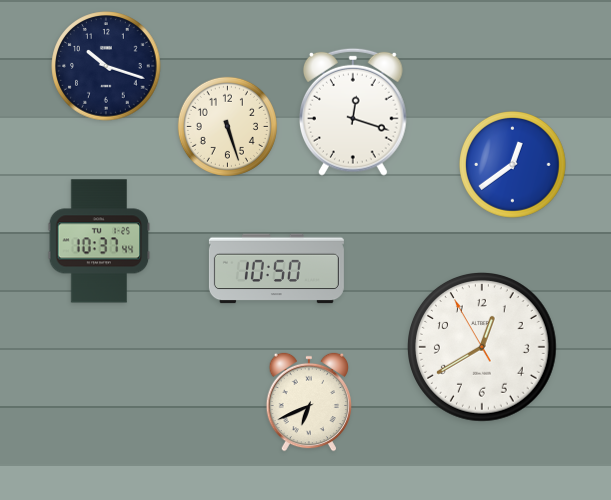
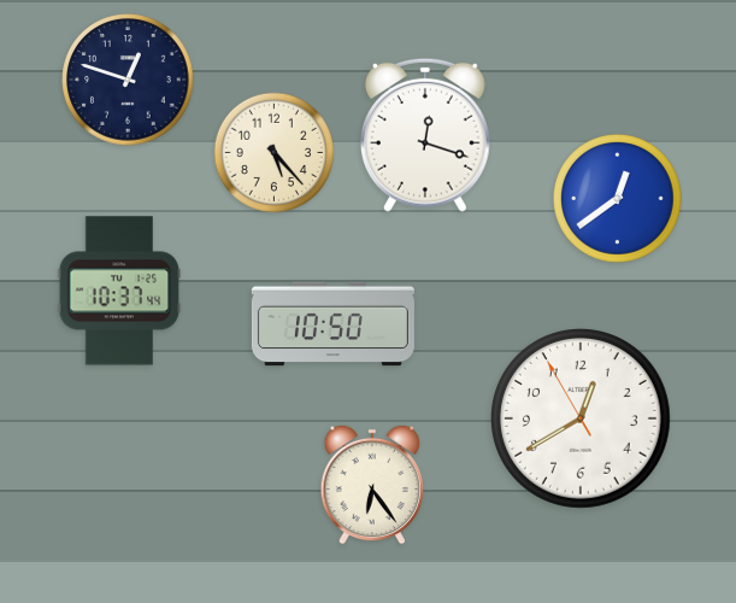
clock at (106, 66): 10:18 -> 12:48
clock at (227, 126): 5:27 -> 5:23
clock at (309, 402): 6:41 -> 6:24
